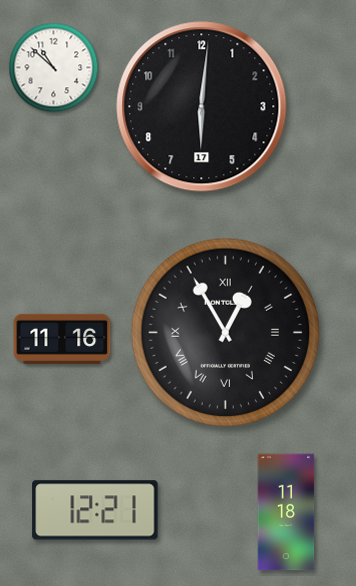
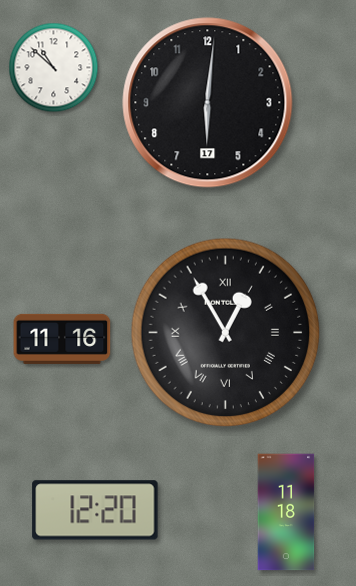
clock at (202, 107) position: (202, 107) -> (208, 103)
clock at (95, 510): 12:21 -> 12:20
